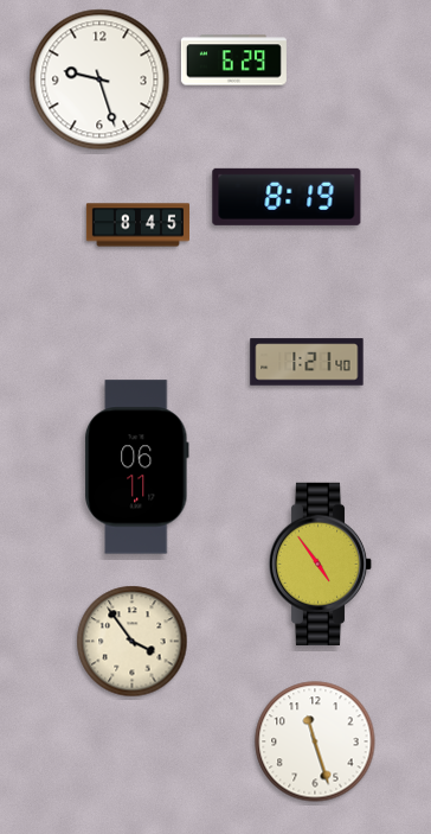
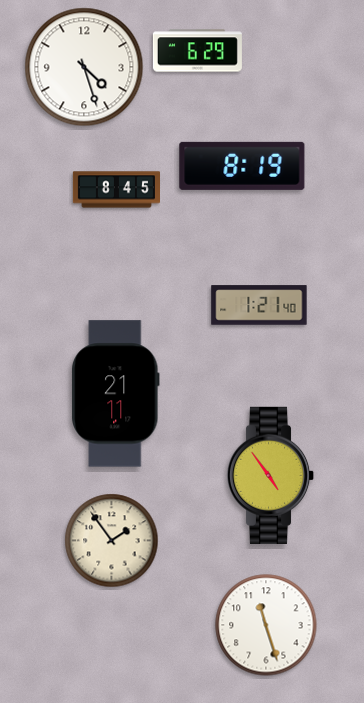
clock at (99, 79): 9:27 -> 4:27
clock at (137, 467): 06:11 -> 21:11
clock at (133, 642): 3:54 -> 1:54
